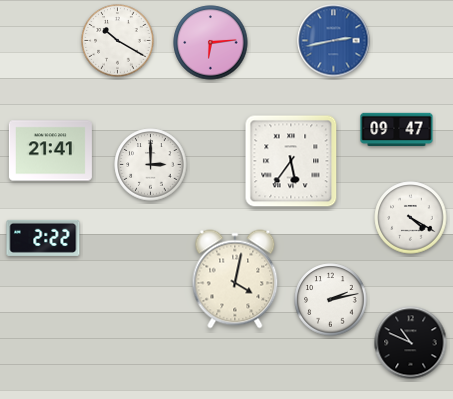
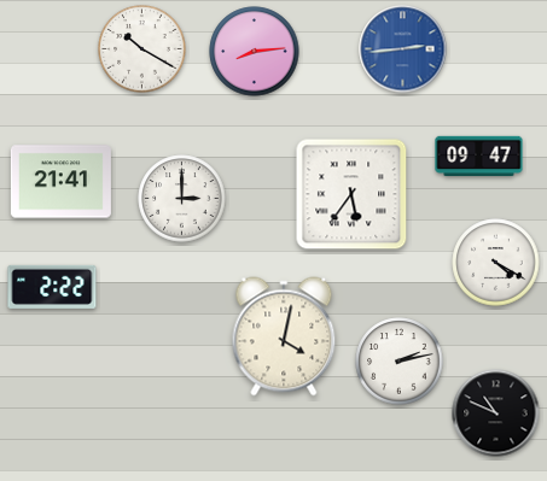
clock at (334, 41): 2:43 -> 2:44
clock at (211, 43): 6:14 -> 8:14
